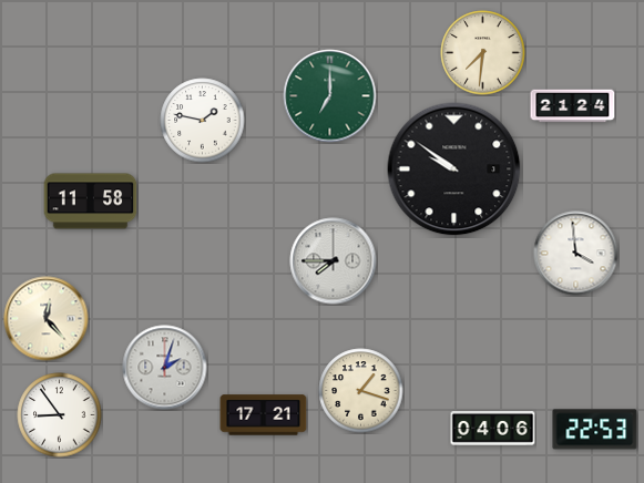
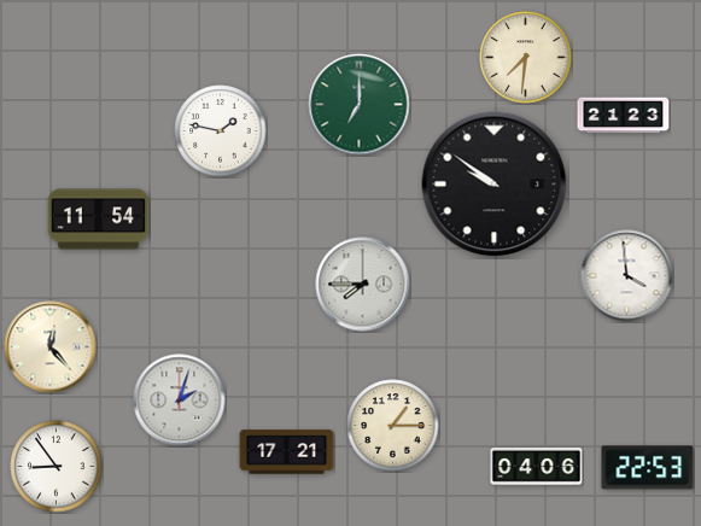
clock at (573, 106): 21:24 -> 21:23
clock at (91, 202): 11:58 -> 11:54
clock at (361, 391): 1:18 -> 1:15
clock at (60, 415) position: (60, 415) -> (57, 467)
